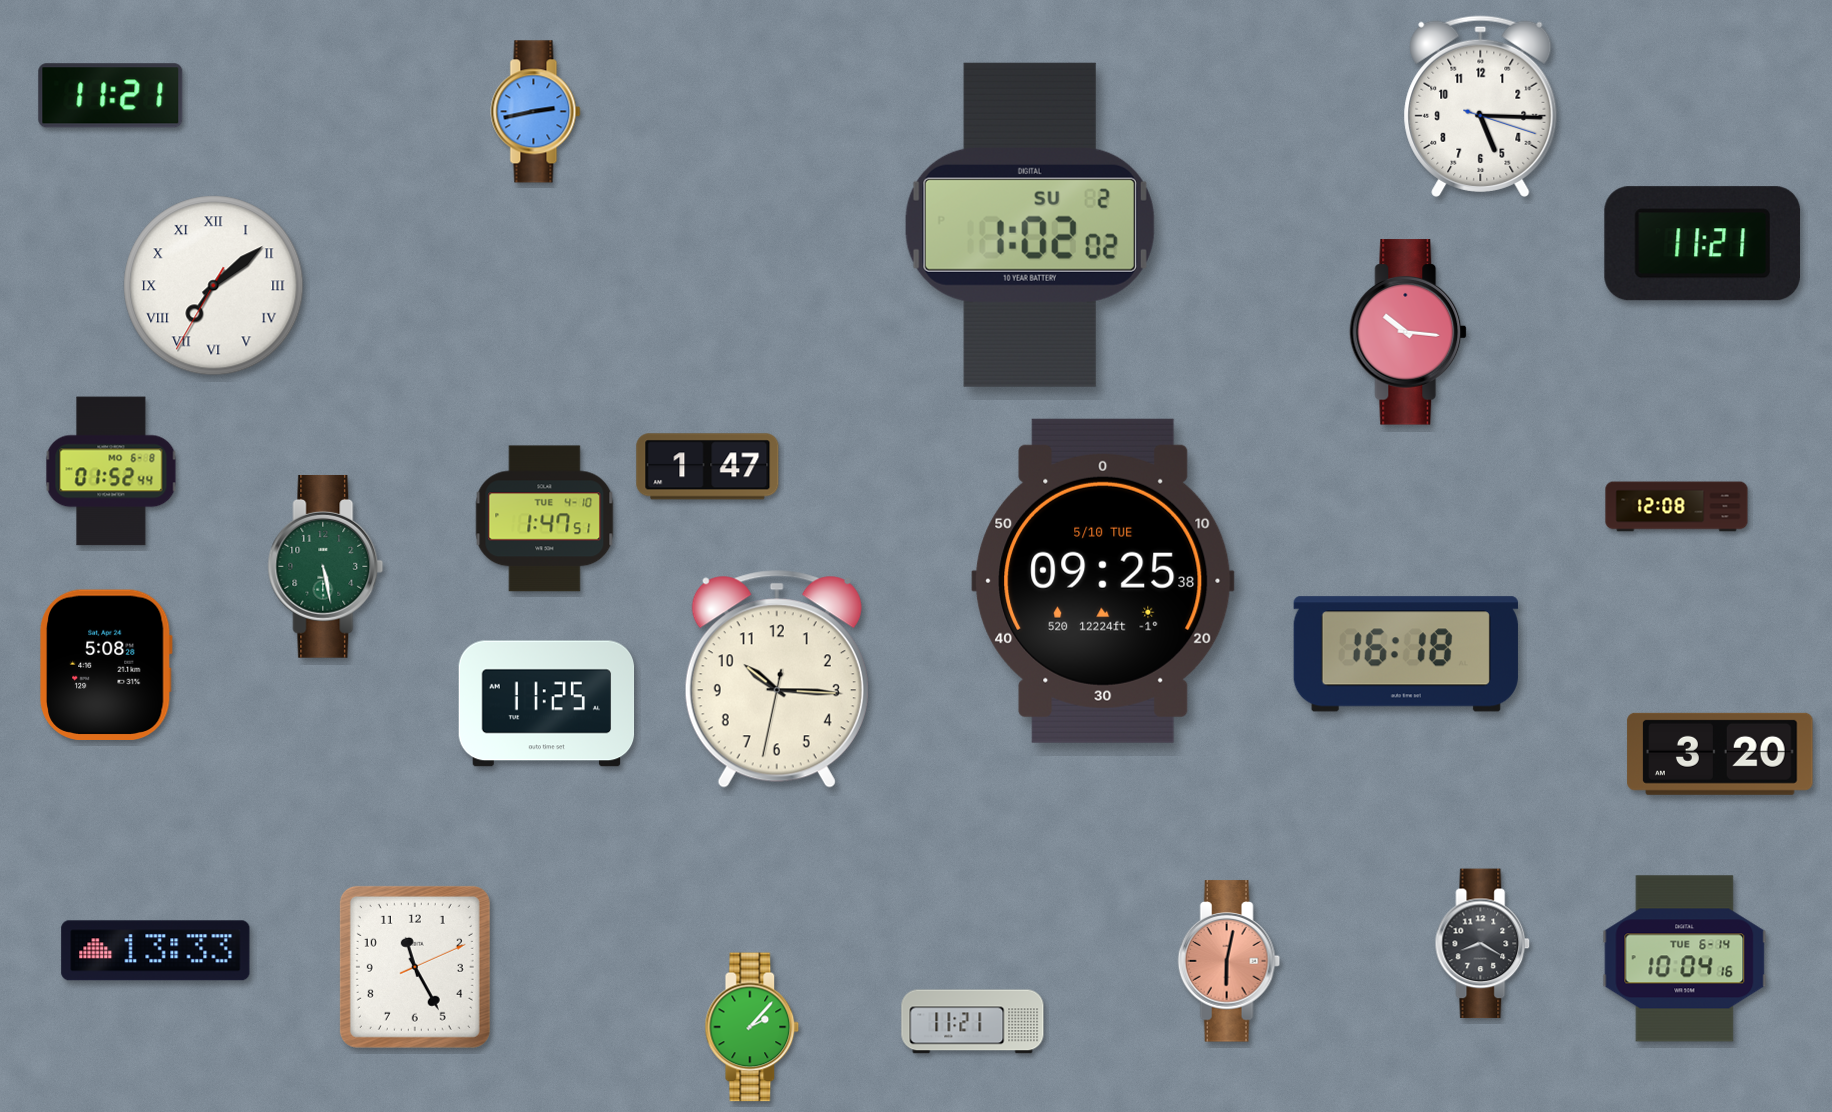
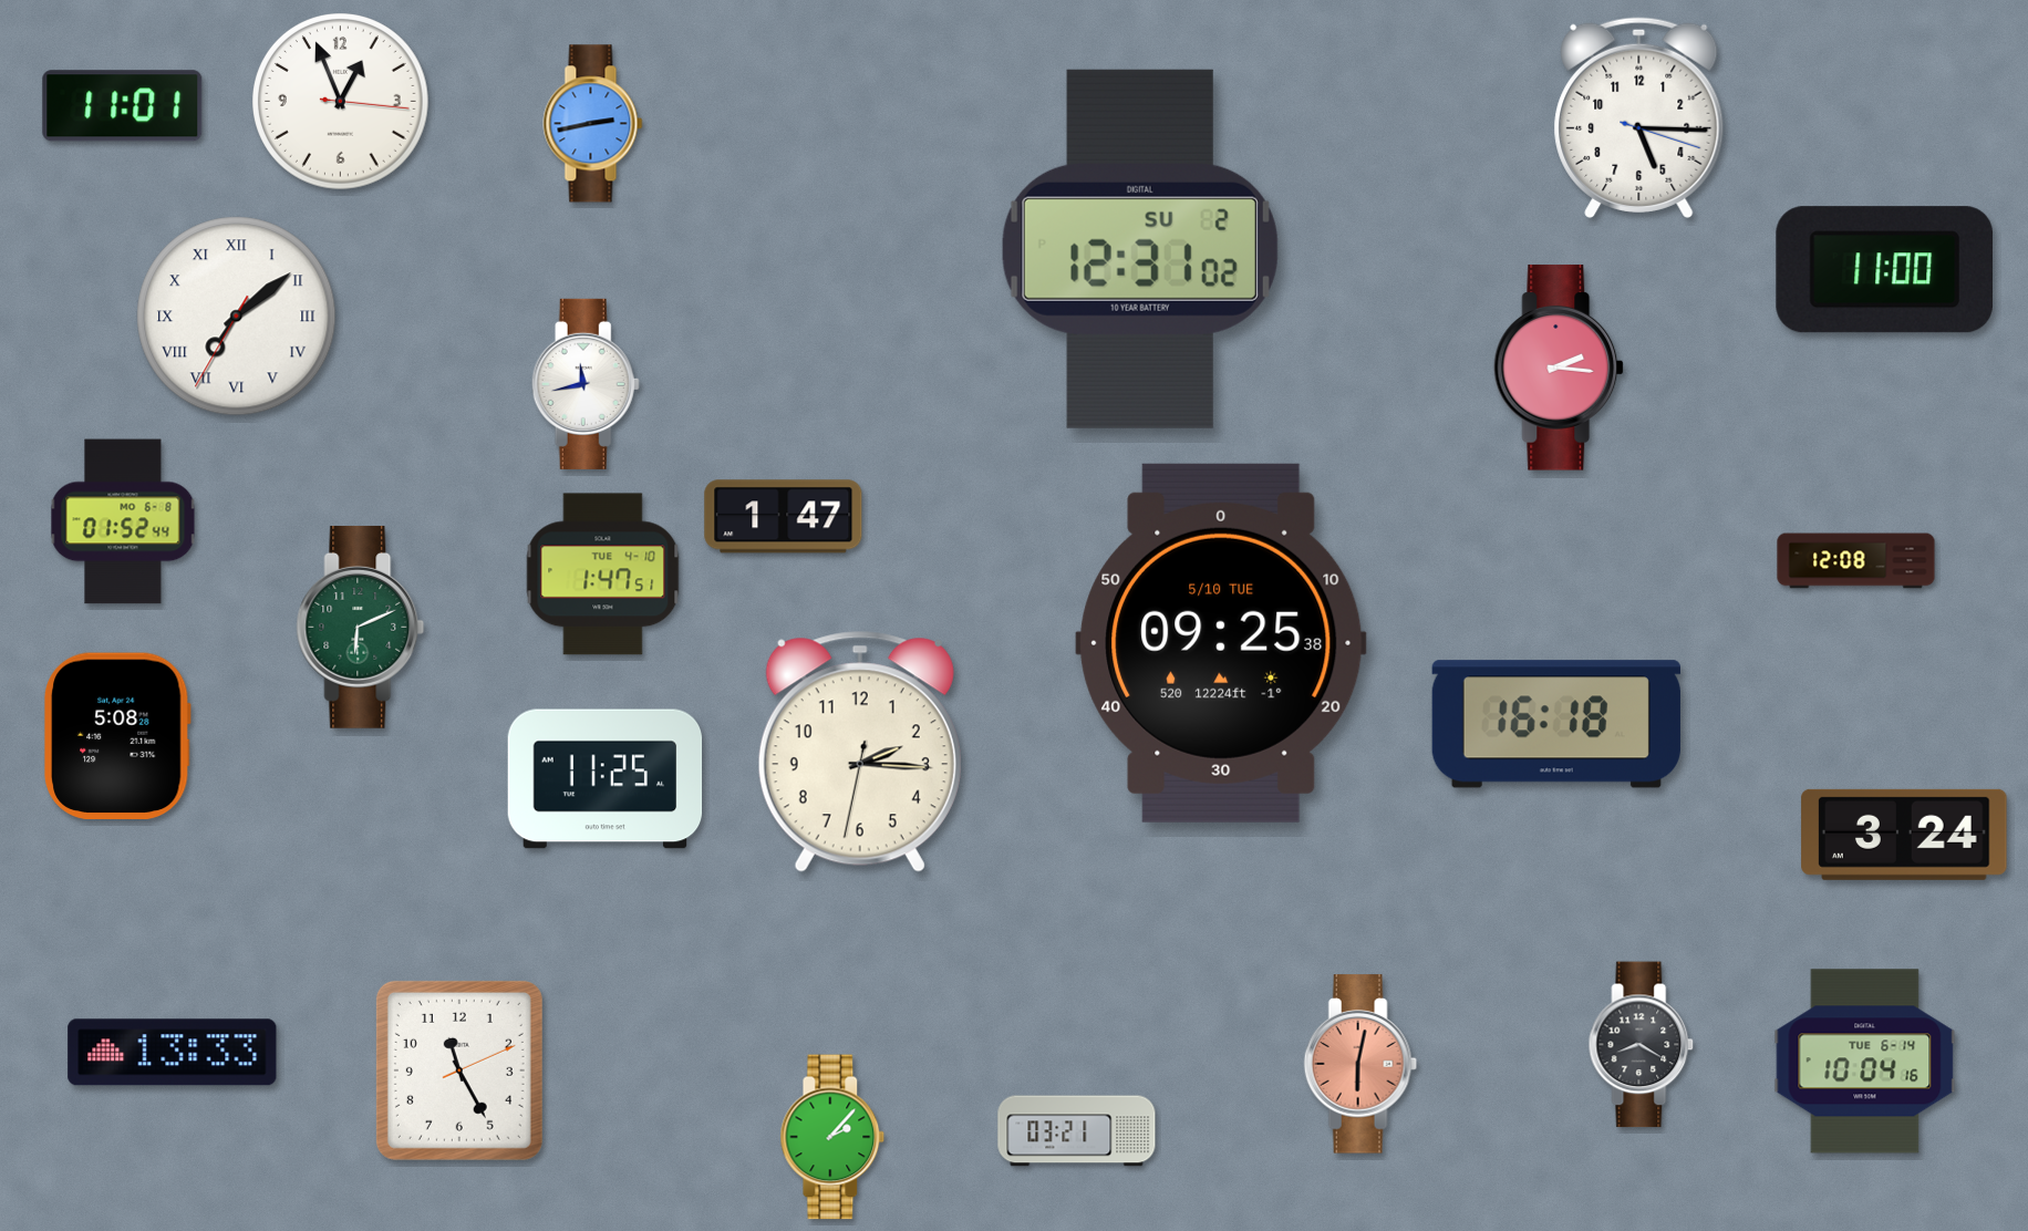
clock at (341, 102): none -> 12:56
clock at (111, 96): 11:21 -> 11:01
clock at (1030, 225): 1:02 -> 12:31
clock at (1702, 244): 11:21 -> 11:00
clock at (1409, 332): 10:16 -> 2:16
clock at (586, 384): none -> 11:43
clock at (326, 566): 5:28 -> 6:11
clock at (777, 679): 10:15 -> 2:15
clock at (1720, 754): 3:20 -> 3:24
clock at (973, 1022): 11:21 -> 03:21
